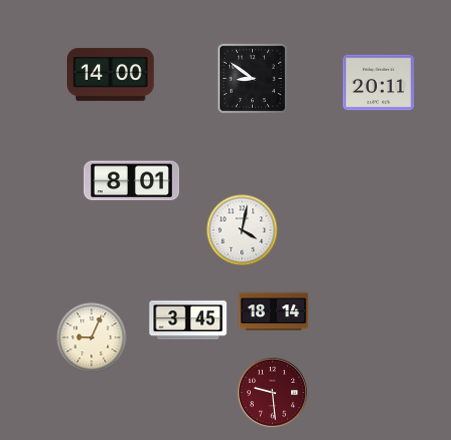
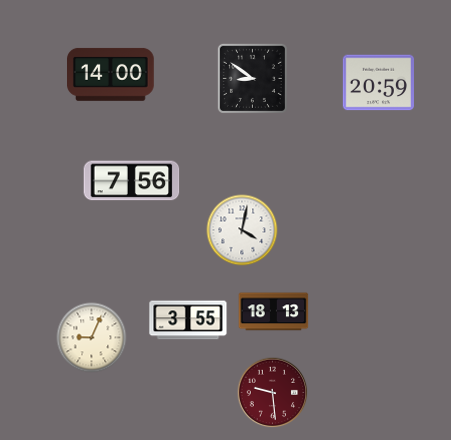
clock at (378, 83): 20:11 -> 20:59
clock at (132, 181): 8:01 -> 7:56
clock at (274, 312): 18:14 -> 18:13
clock at (188, 320): 3:45 -> 3:55
